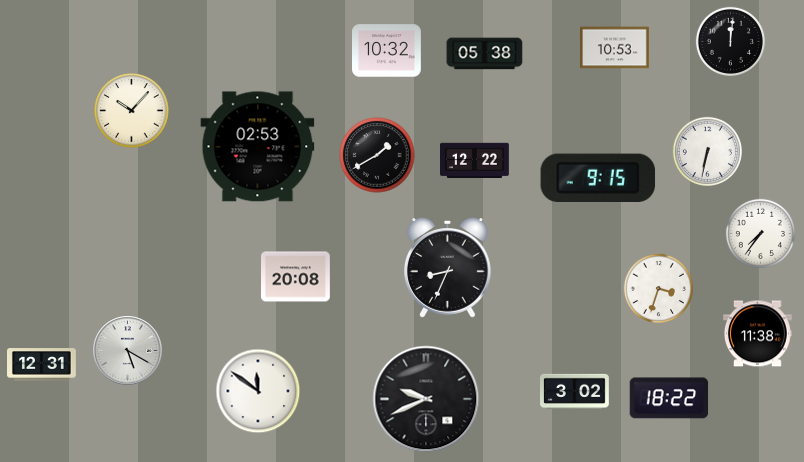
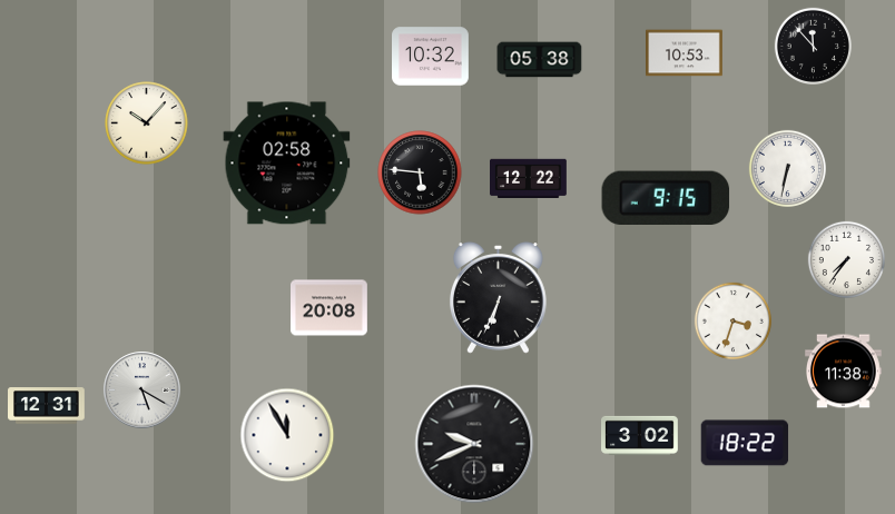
clock at (730, 41): 12:01 -> 11:53
clock at (258, 147): 02:53 -> 02:58
clock at (377, 155): 1:40 -> 5:46
clock at (447, 268): 8:34 -> 6:34
clock at (258, 391): 11:51 -> 11:55
